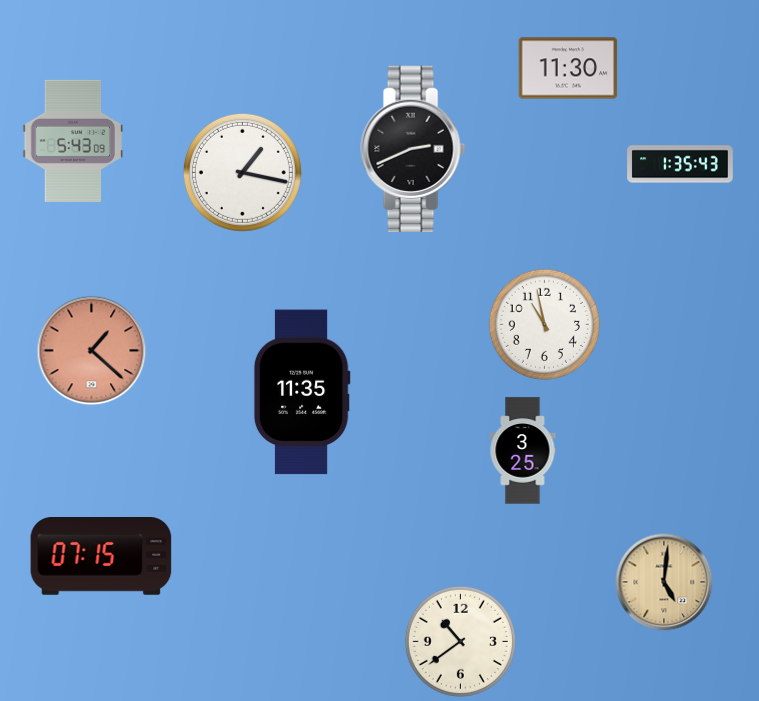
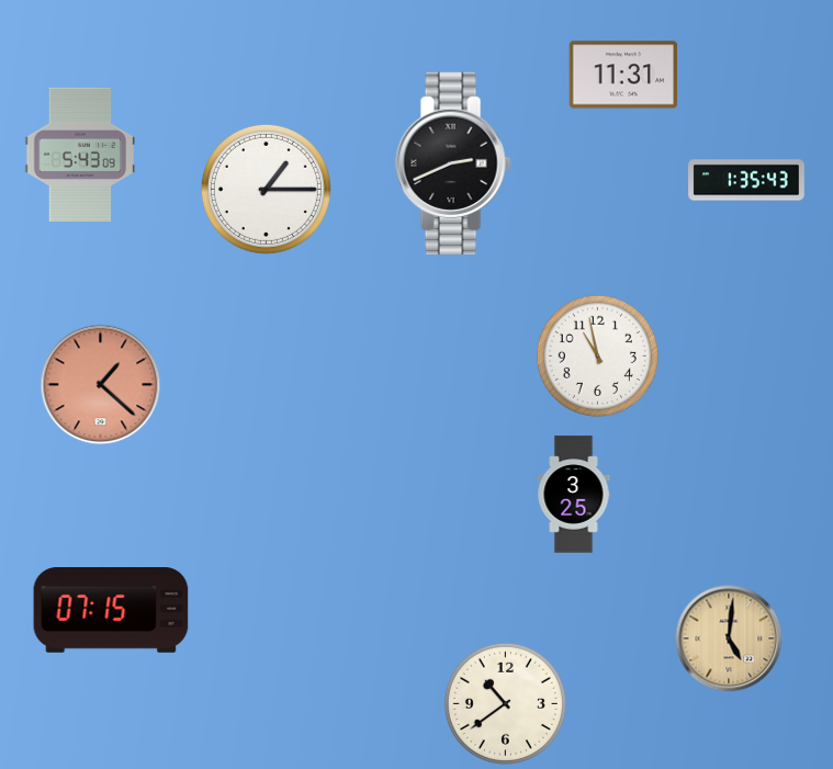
clock at (568, 68): 11:30 -> 11:31
clock at (242, 172): 1:17 -> 1:15
clock at (302, 392): 11:35 -> none
